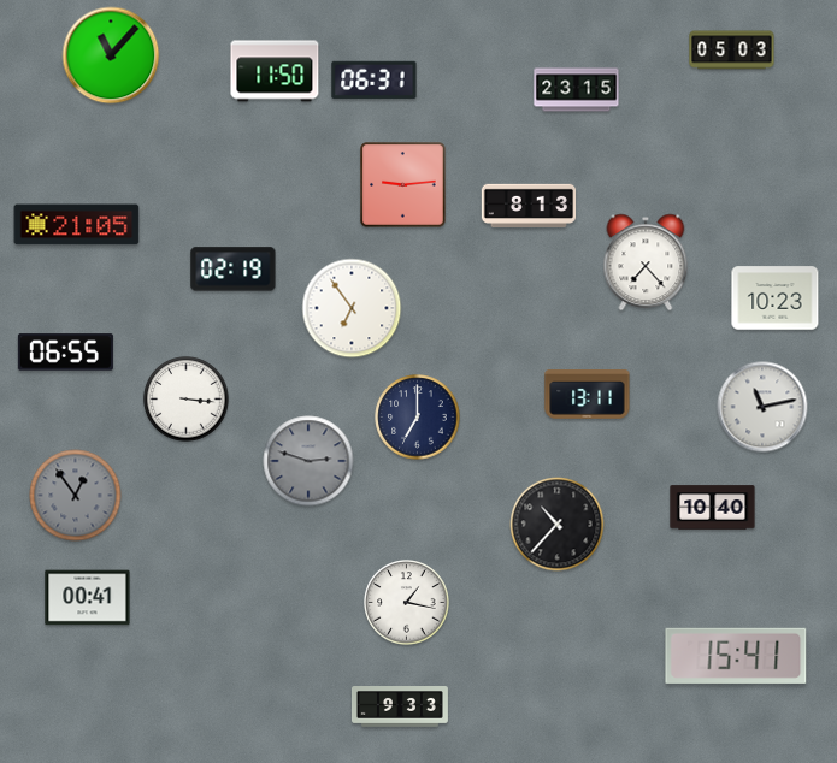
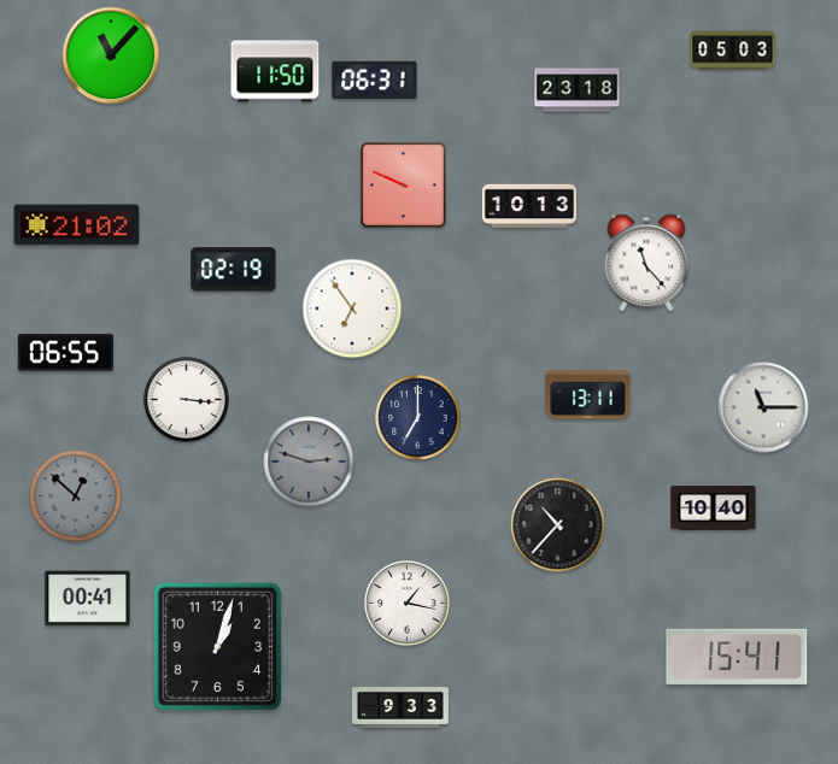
clock at (577, 90): 23:15 -> 23:18
clock at (403, 185): 9:14 -> 9:49
clock at (529, 205): 8:13 -> 10:13
clock at (77, 225): 21:05 -> 21:02
clock at (646, 262): 7:23 -> 11:23
clock at (776, 298): 10:23 -> none
clock at (762, 407): 11:13 -> 11:15
clock at (76, 496): 12:54 -> 12:52
clock at (217, 646): none -> 1:03
